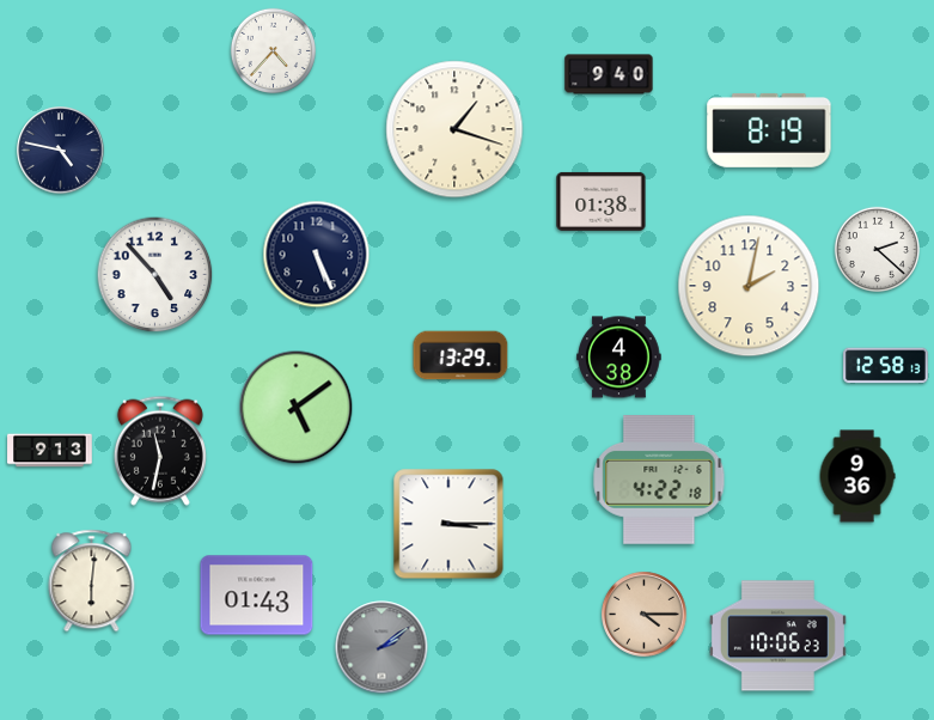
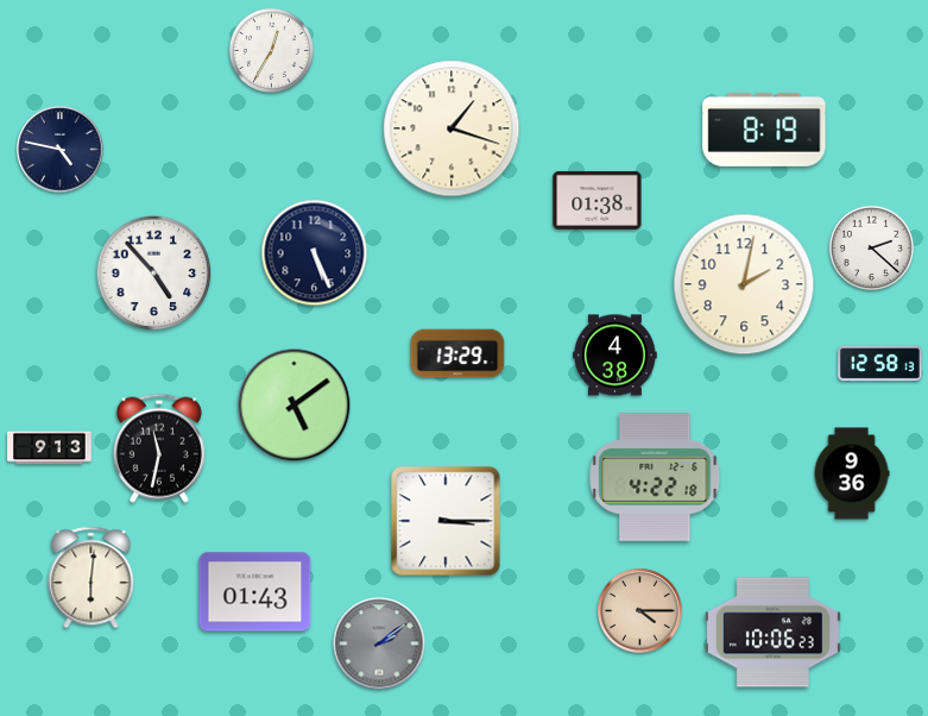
clock at (273, 50): 4:37 -> 12:35
clock at (609, 74): 9:40 -> none
